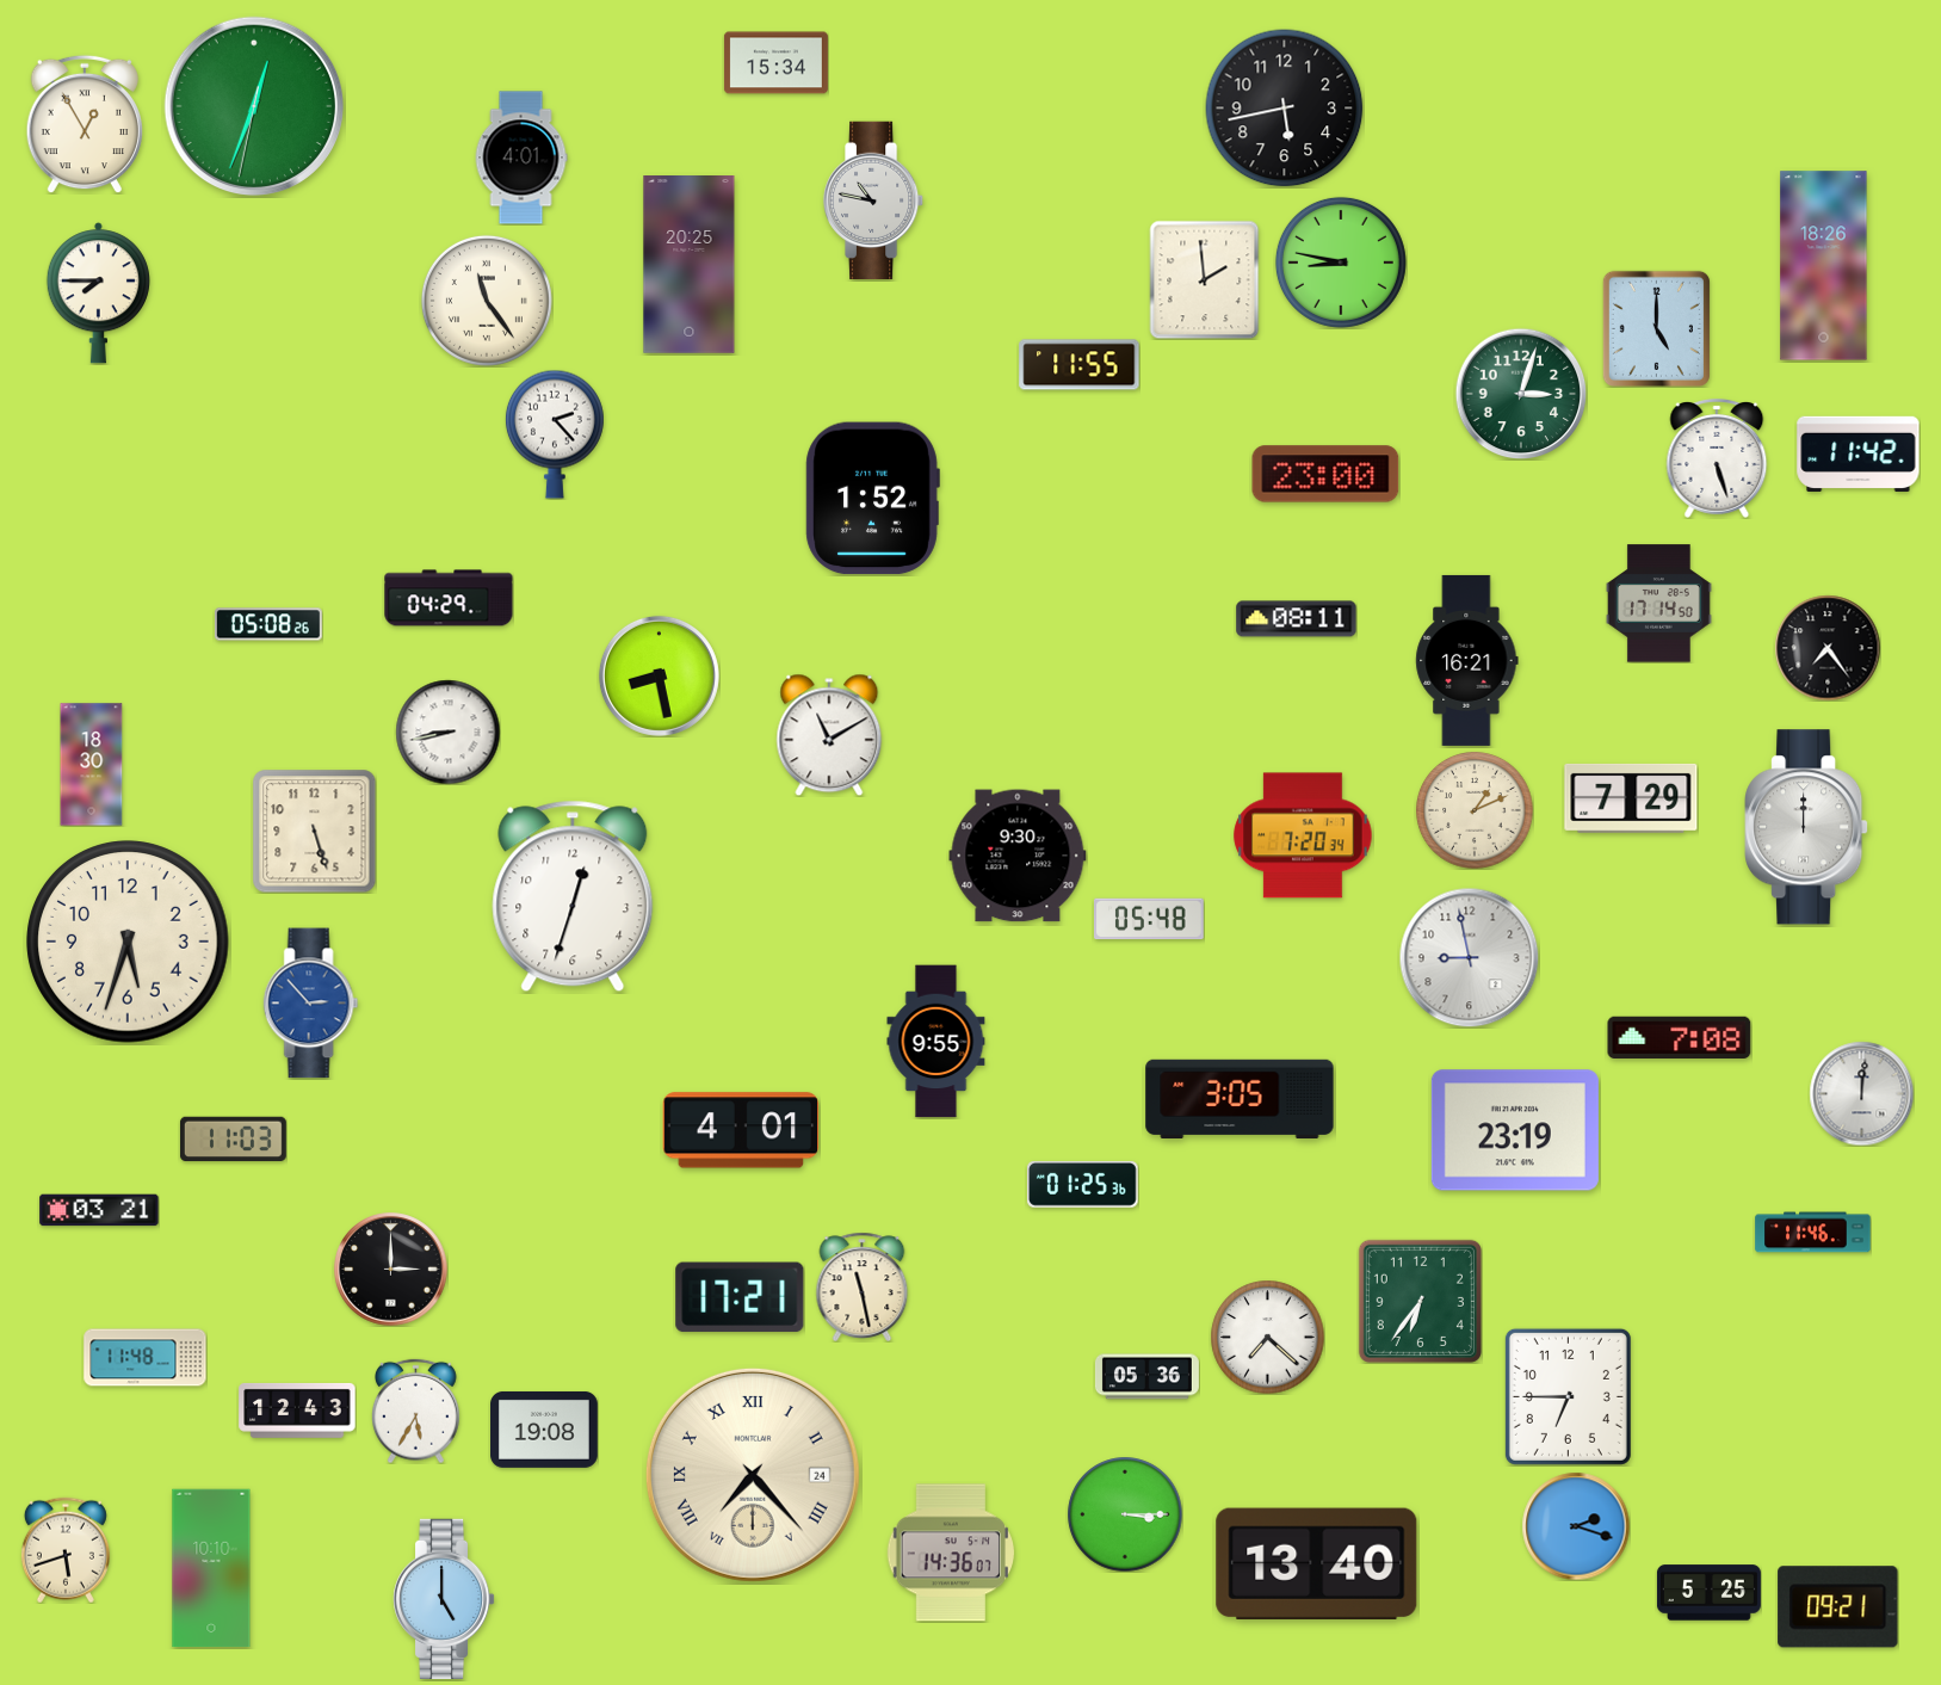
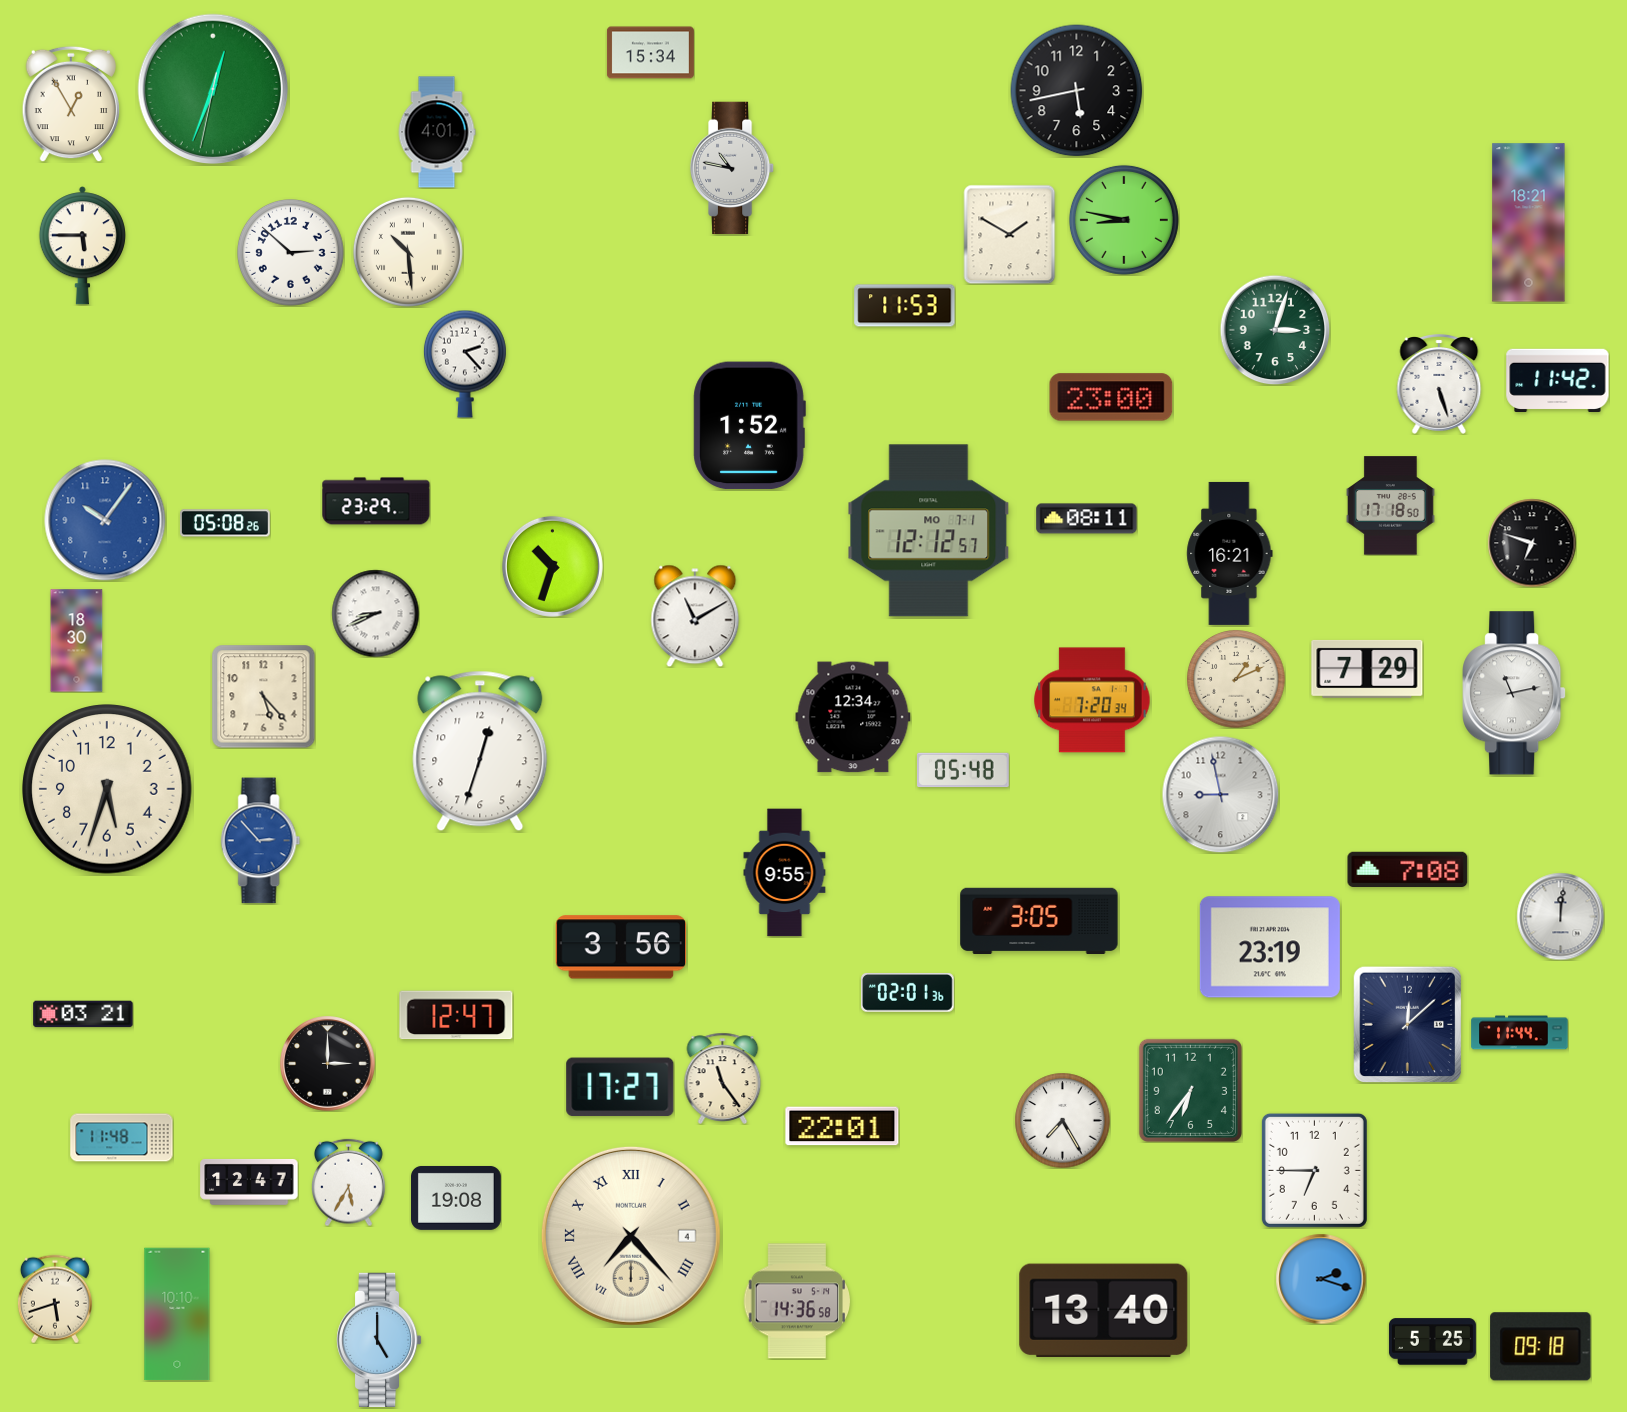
clock at (690, 265): 20:25 -> none
clock at (1824, 266): 18:26 -> 18:21
clock at (1205, 279): 1:59 -> 1:50
clock at (98, 294): 7:45 -> 5:45
clock at (290, 252): none -> 2:52
clock at (487, 301): 11:24 -> 10:29
clock at (1656, 328): 5:00 -> none
clock at (1080, 365): 11:55 -> 11:53
clock at (872, 499) position: (872, 499) -> (749, 426)
clock at (449, 598): 04:29 -> 23:29
clock at (1658, 604): 17:14 -> 17:18
clock at (105, 520): none -> 10:06
clock at (929, 531): none -> 12:12
clock at (1828, 648): 7:24 -> 6:48
clock at (659, 675): 8:28 -> 10:33
clock at (447, 732): 8:43 -> 8:41
clock at (1806, 827): 12:00 -> 11:13
clock at (315, 832): 5:27 -> 5:23
clock at (1018, 856): 9:30 -> 12:34
clock at (1469, 957) position: (1469, 957) -> (1220, 794)
clock at (741, 1130): 4:01 -> 3:56
clock at (233, 1140): 11:03 -> none
clock at (1083, 1185): 01:25 -> 02:01
clock at (456, 1015): none -> 12:47
clock at (1408, 1024): none -> 12:08
clock at (1813, 1233): 11:46 -> 11:44
clock at (863, 1286): 11:28 -> 11:24
clock at (740, 1297): 17:21 -> 17:27
clock at (1267, 1337): 7:22 -> 7:25
clock at (842, 1126): none -> 22:01
clock at (1146, 1377): 05:36 -> none
clock at (297, 1411): 12:43 -> 12:47
clock at (753, 1475) date: 24 -> 4
clock at (1125, 1514): 3:15 -> none
clock at (951, 1553): 14:36:07 -> 14:36:58
clock at (1708, 1593) position: (1708, 1593) -> (1432, 1342)
clock at (444, 1598) position: (444, 1598) -> (379, 1339)
clock at (1838, 1607): 09:21 -> 09:18
